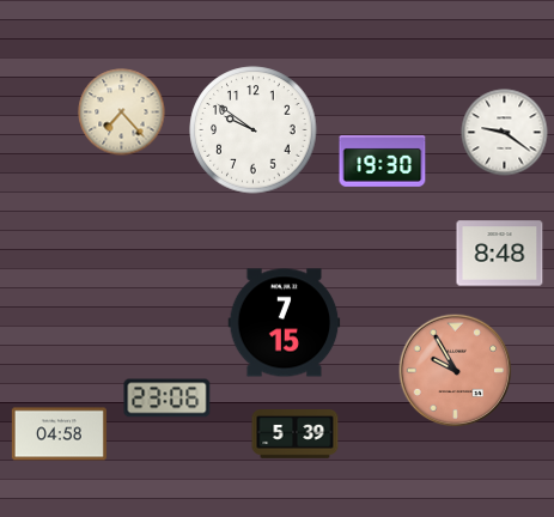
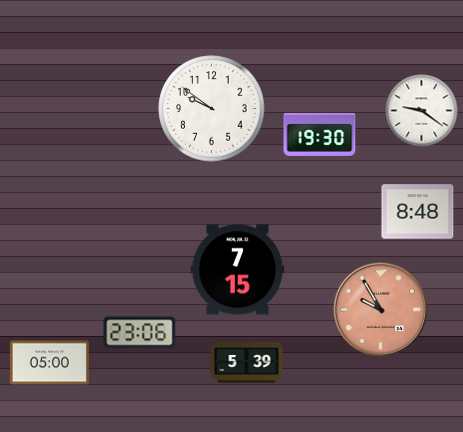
clock at (122, 112): 7:23 -> none
clock at (59, 434): 04:58 -> 05:00
